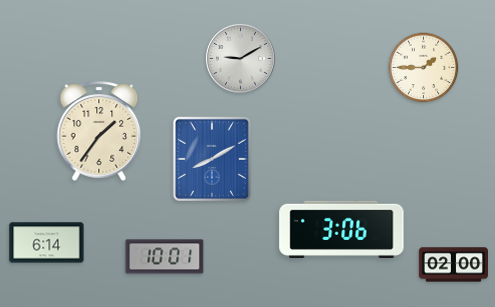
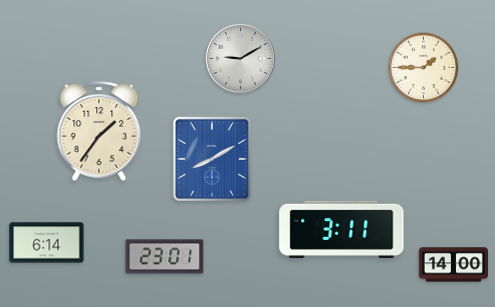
clock at (342, 229): 3:06 -> 3:11
clock at (165, 257): 10:01 -> 23:01
clock at (453, 265): 02:00 -> 14:00
